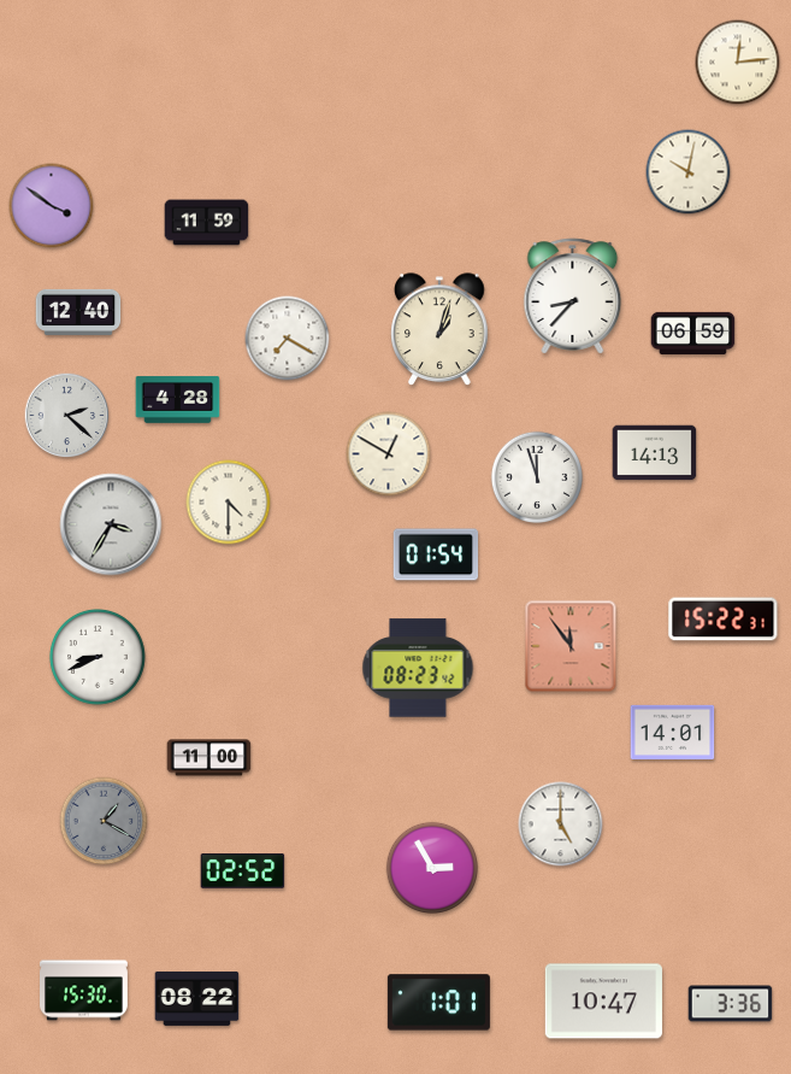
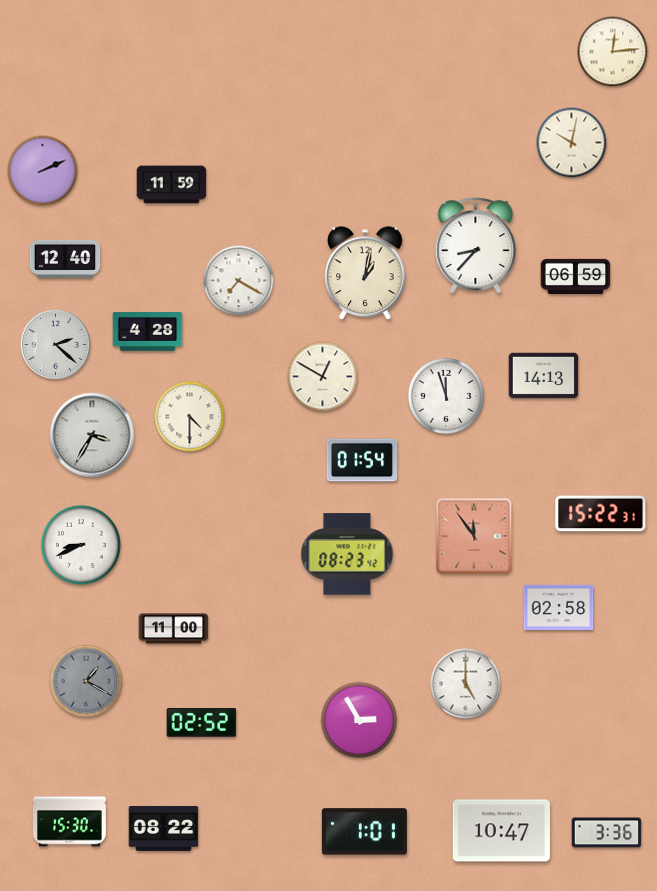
clock at (52, 206): 3:51 -> 2:11
clock at (439, 329): 1:03 -> 1:02
clock at (673, 732): 14:01 -> 02:58
